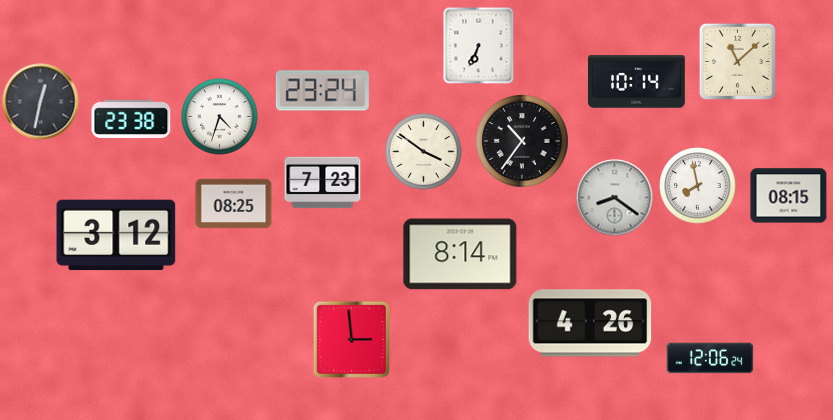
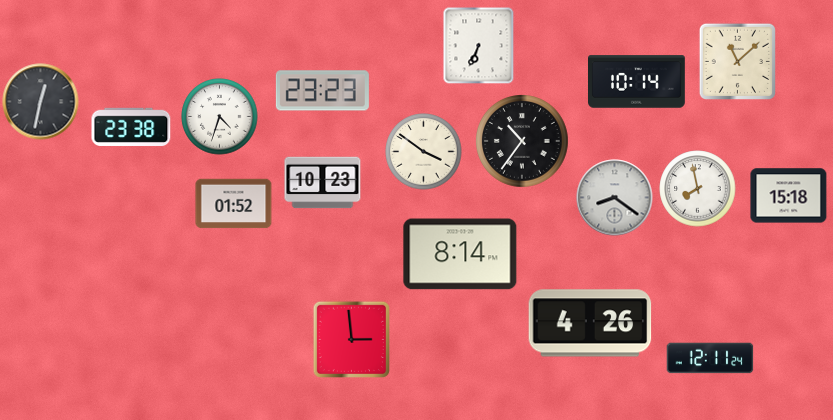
clock at (322, 91): 23:24 -> 23:23
clock at (131, 118) position: (131, 118) -> (131, 126)
clock at (323, 183): 7:23 -> 10:23
clock at (698, 186) position: (698, 186) -> (698, 189)
clock at (789, 196): 08:15 -> 15:18
clock at (234, 204): 08:25 -> 01:52
clock at (116, 235): 3:12 -> none
clock at (710, 358): 12:06 -> 12:11
